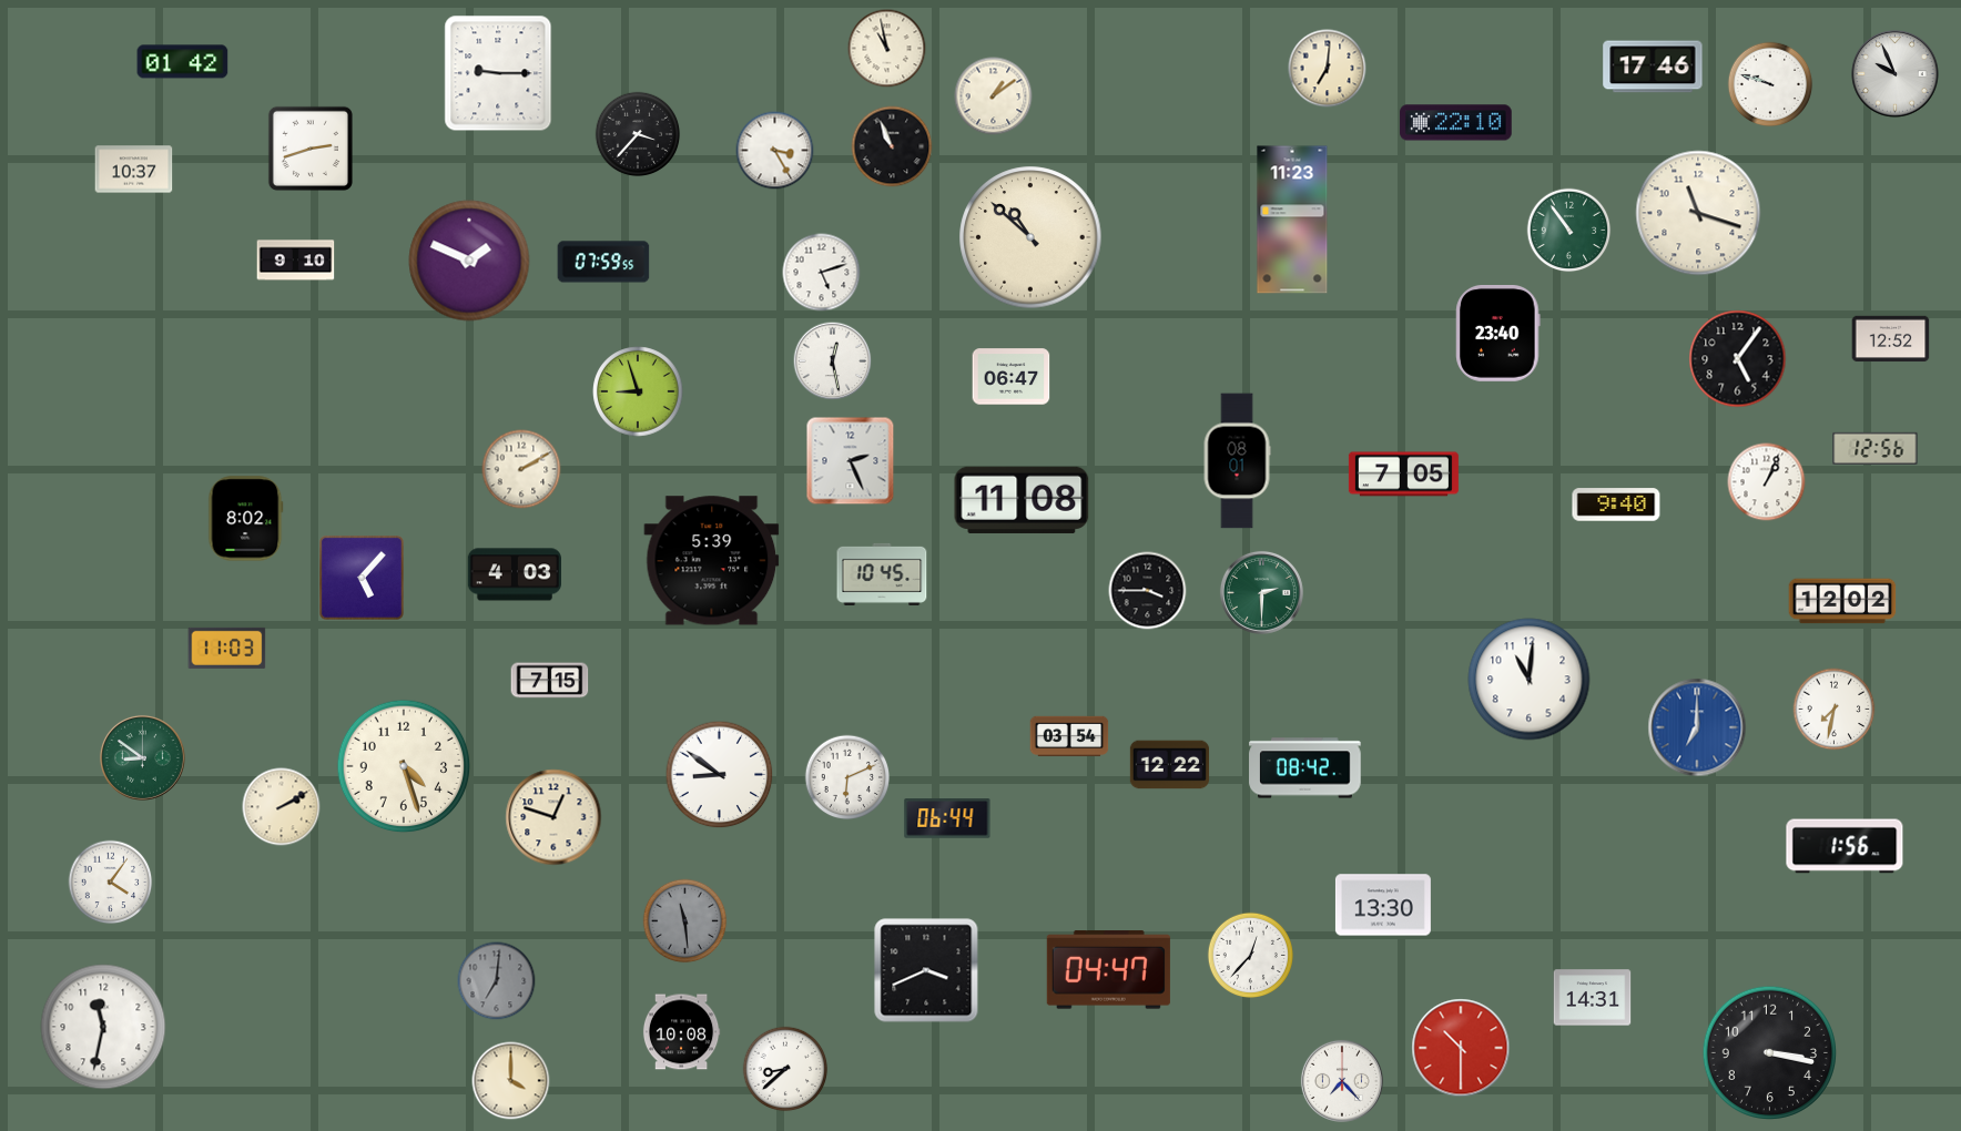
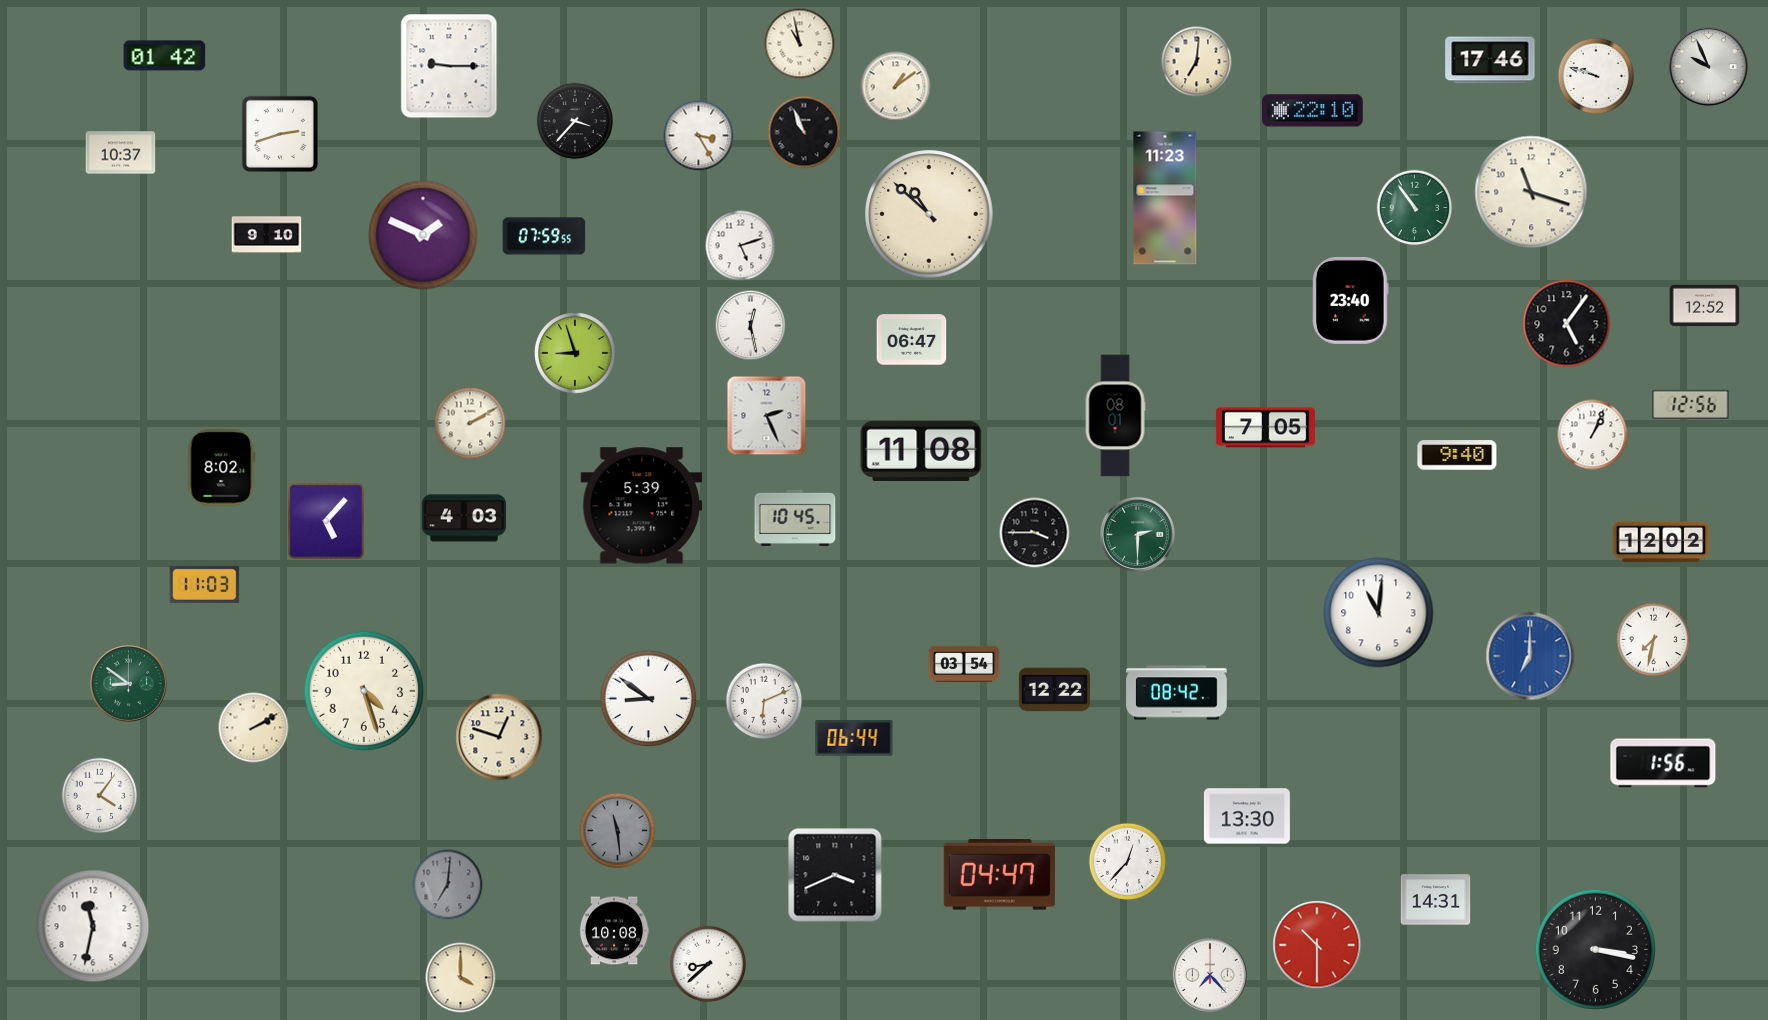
clock at (550, 681): 7:15 -> none
clock at (511, 1081) position: (511, 1081) -> (461, 978)
